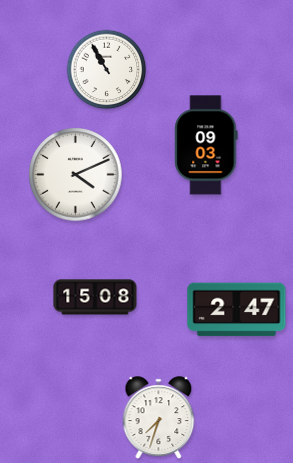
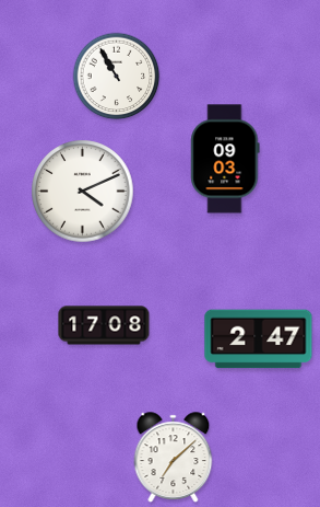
clock at (95, 297): 15:08 -> 17:08
clock at (159, 418): 7:33 -> 7:08
